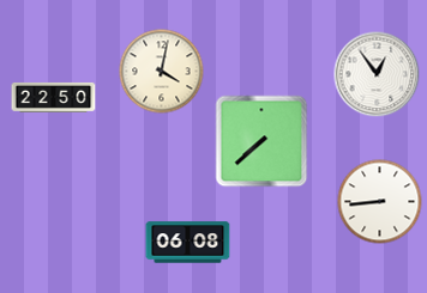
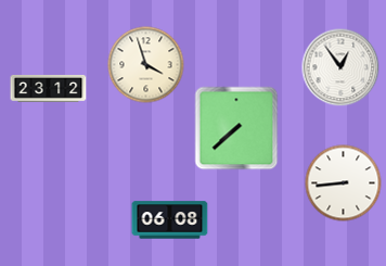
clock at (162, 72): 4:02 -> 3:57
clock at (54, 97): 22:50 -> 23:12
